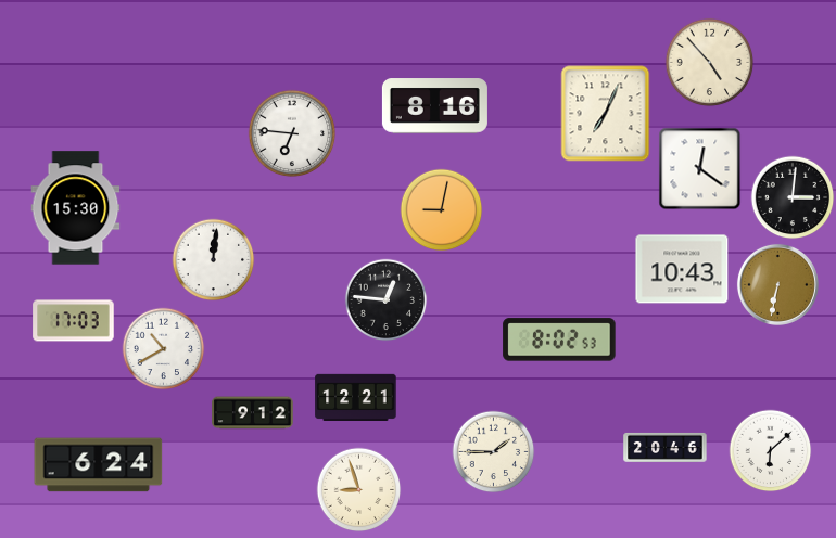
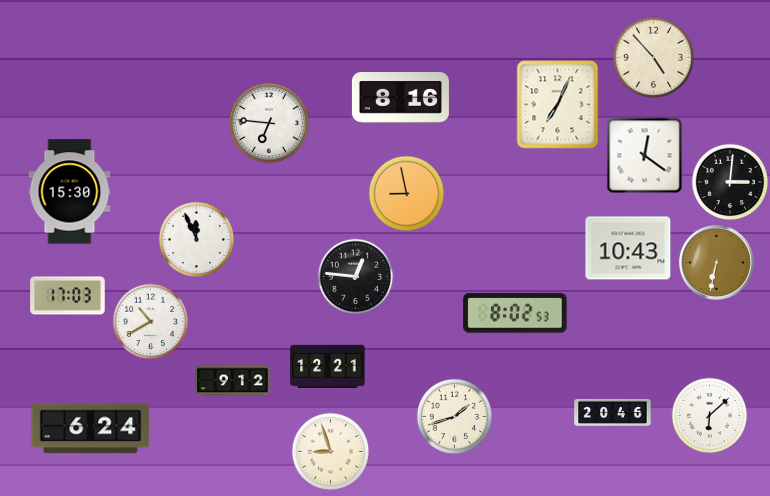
clock at (442, 210): 9:02 -> 8:58
clock at (214, 260): 12:01 -> 11:56
clock at (494, 452): 1:45 -> 1:42
